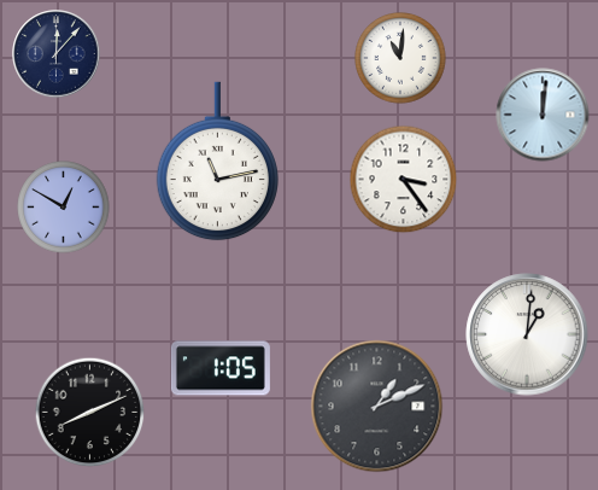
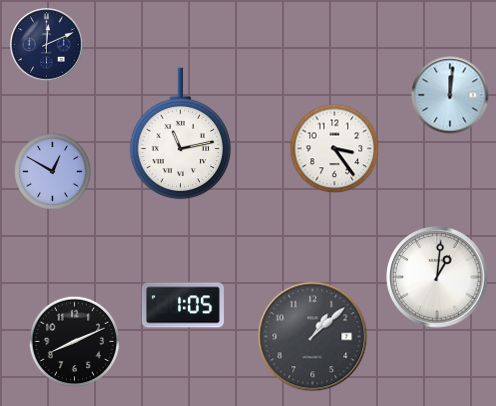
clock at (57, 54): 12:07 -> 12:11
clock at (400, 58): 11:01 -> none
clock at (377, 407): 1:11 -> 1:08
